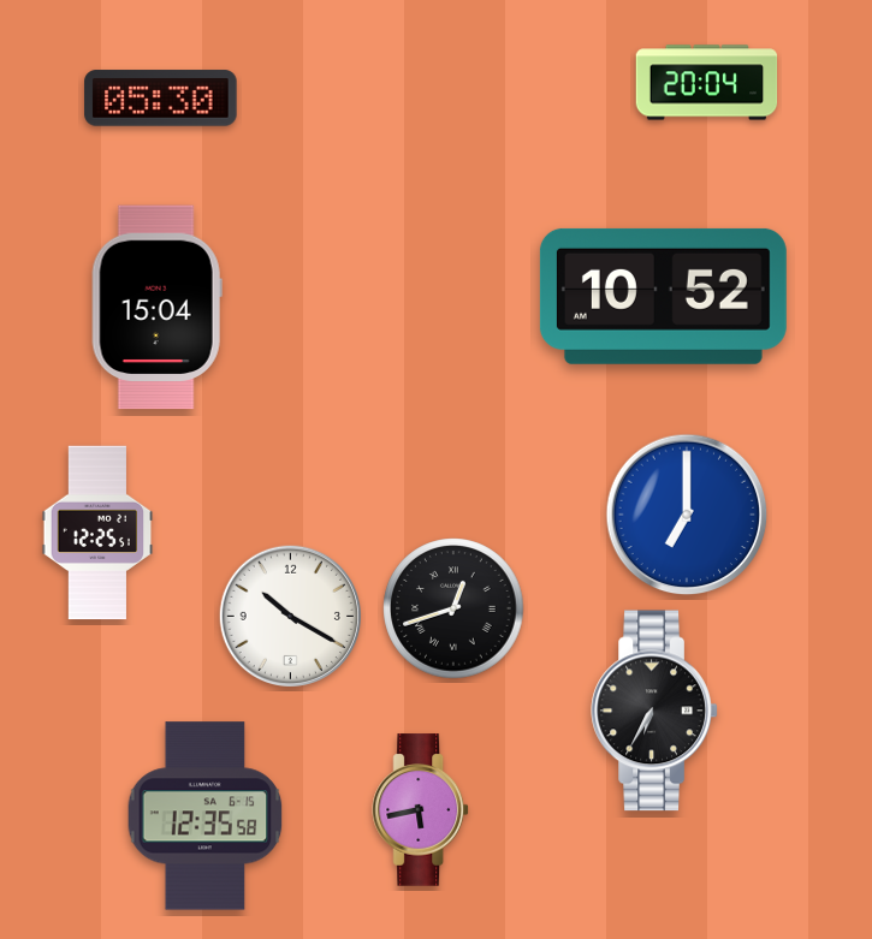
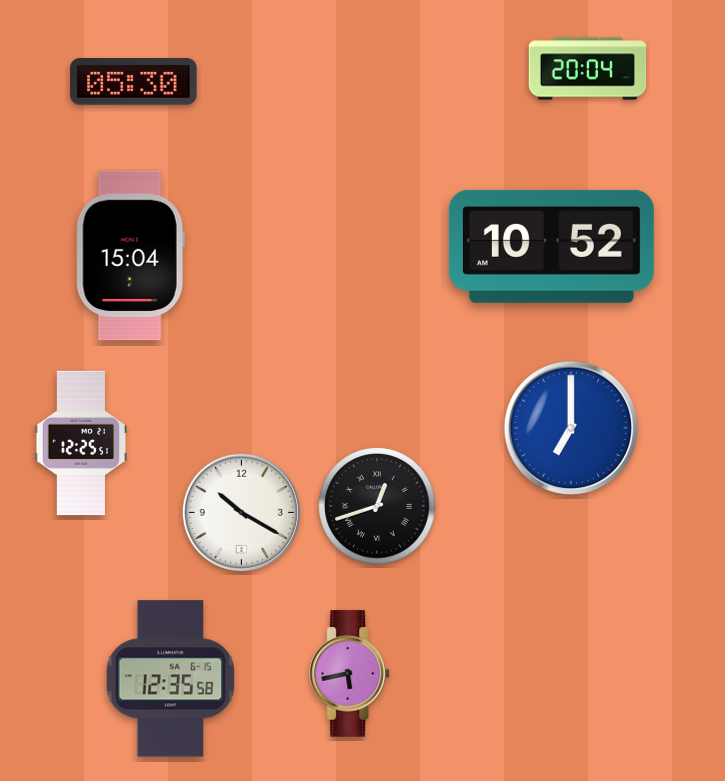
clock at (654, 711): 6:35 -> none
